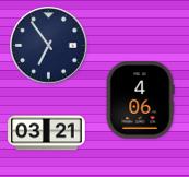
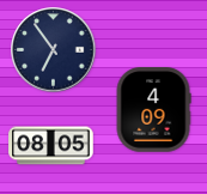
clock at (140, 101): 4:06 -> 4:09
clock at (47, 133): 03:21 -> 08:05
